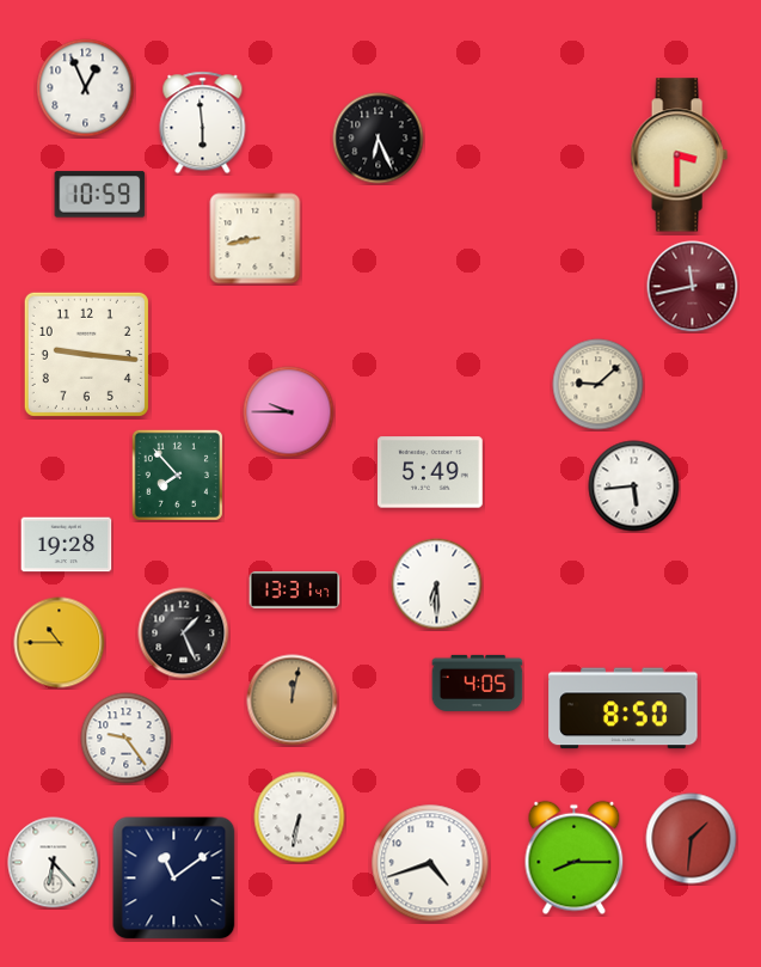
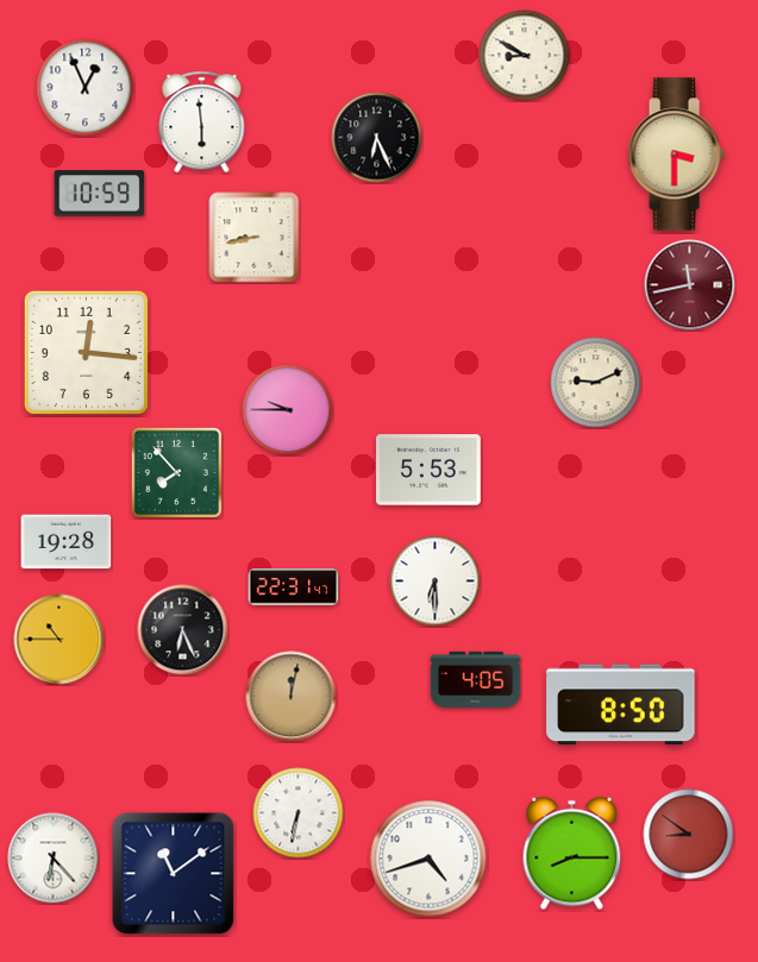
clock at (525, 56): none -> 8:50
clock at (86, 354): 9:16 -> 12:16
clock at (599, 385): 9:08 -> 9:11
clock at (431, 472): 5:49 -> 5:53
clock at (634, 486): 5:44 -> none
clock at (295, 590): 13:31 -> 22:31
clock at (184, 634): 1:26 -> 6:26
clock at (127, 739): 9:24 -> none
clock at (692, 839): 1:31 -> 8:51
